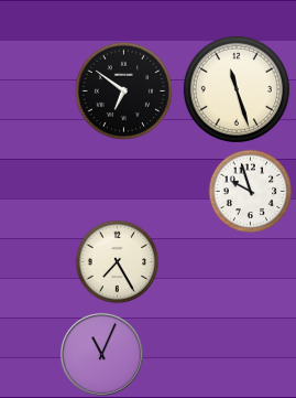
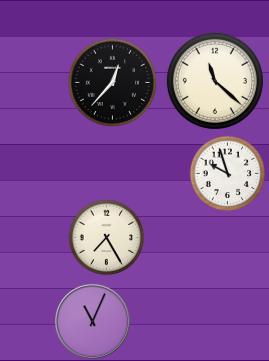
clock at (237, 89): 11:27 -> 11:22
clock at (123, 90): 6:51 -> 12:37
